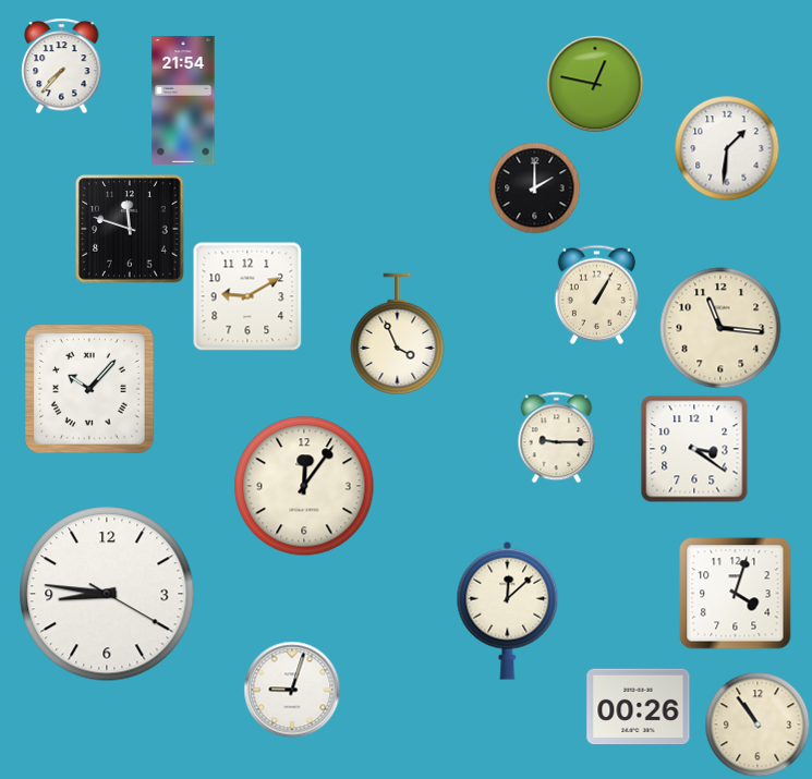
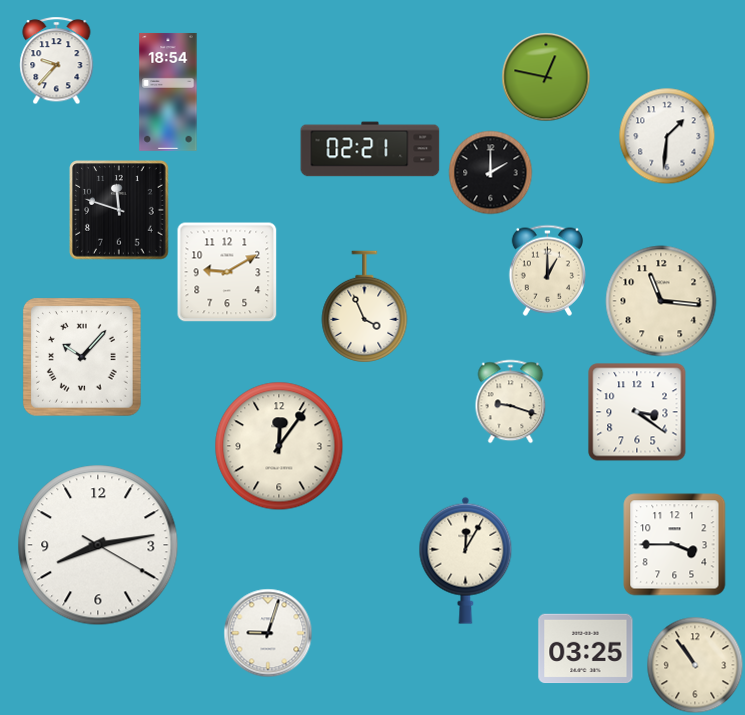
clock at (62, 66): 7:37 -> 9:37
clock at (183, 100): 21:54 -> 18:54
clock at (370, 149): none -> 02:21
clock at (596, 294): 1:05 -> 1:00
clock at (557, 438): 9:15 -> 9:18
clock at (107, 594): 8:46 -> 8:13
clock at (736, 594): 4:03 -> 3:45
clock at (508, 610): 12:08 -> 12:05
clock at (639, 707): 00:26 -> 03:25
